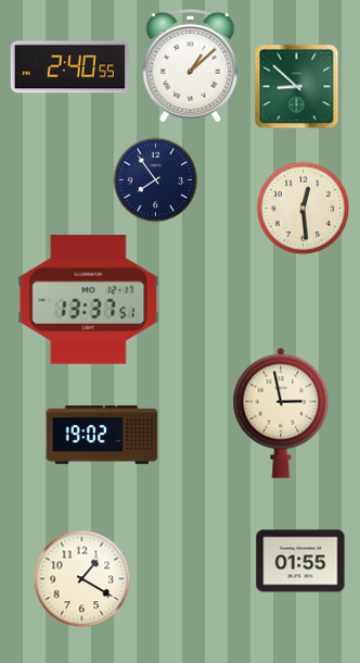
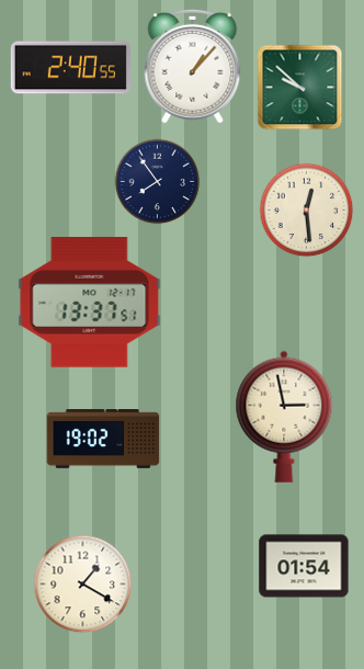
clock at (191, 65): 1:08 -> 1:07
clock at (296, 86): 8:52 -> 9:52
clock at (300, 561): 01:55 -> 01:54
